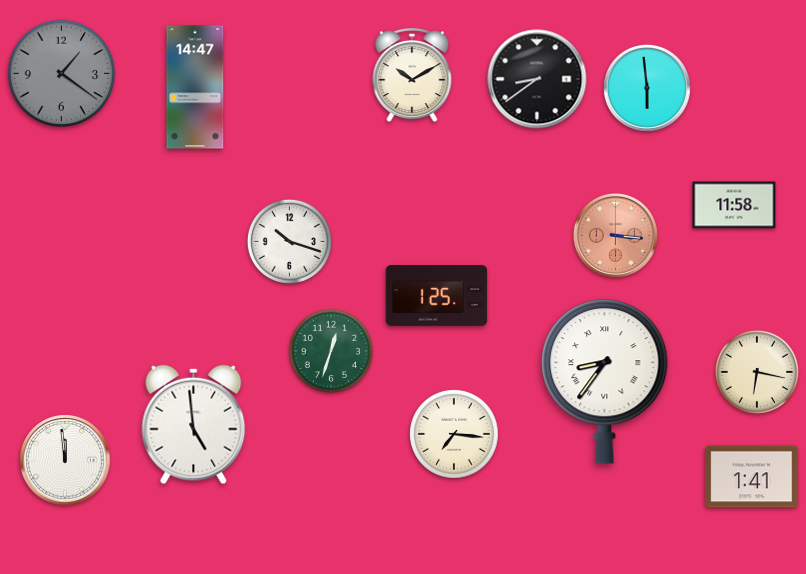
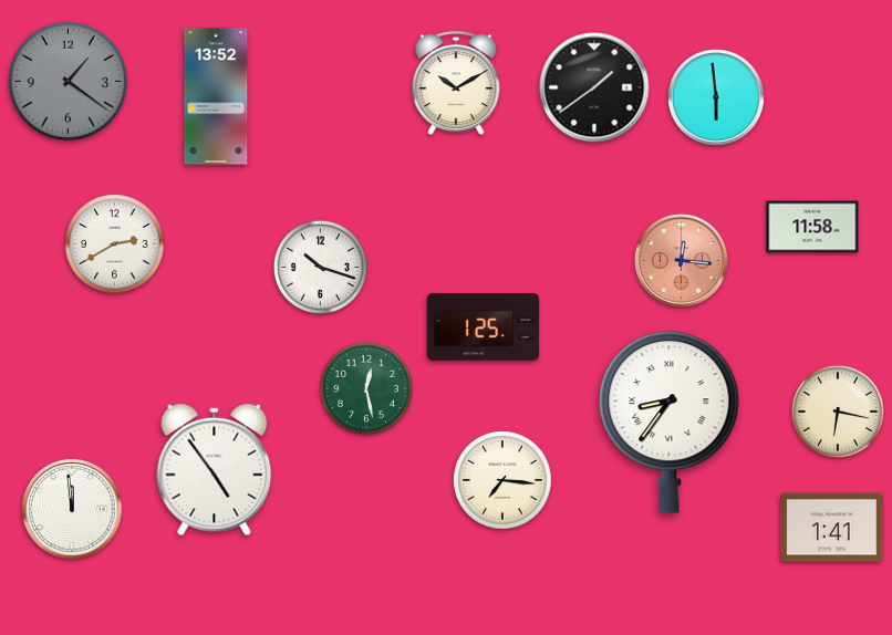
clock at (537, 79): 8:39 -> 1:39
clock at (195, 87): 14:47 -> 13:52
clock at (115, 244): none -> 2:40
clock at (615, 235): 3:16 -> 12:16
clock at (330, 350): 12:33 -> 12:28
clock at (194, 425): 4:59 -> 4:54
